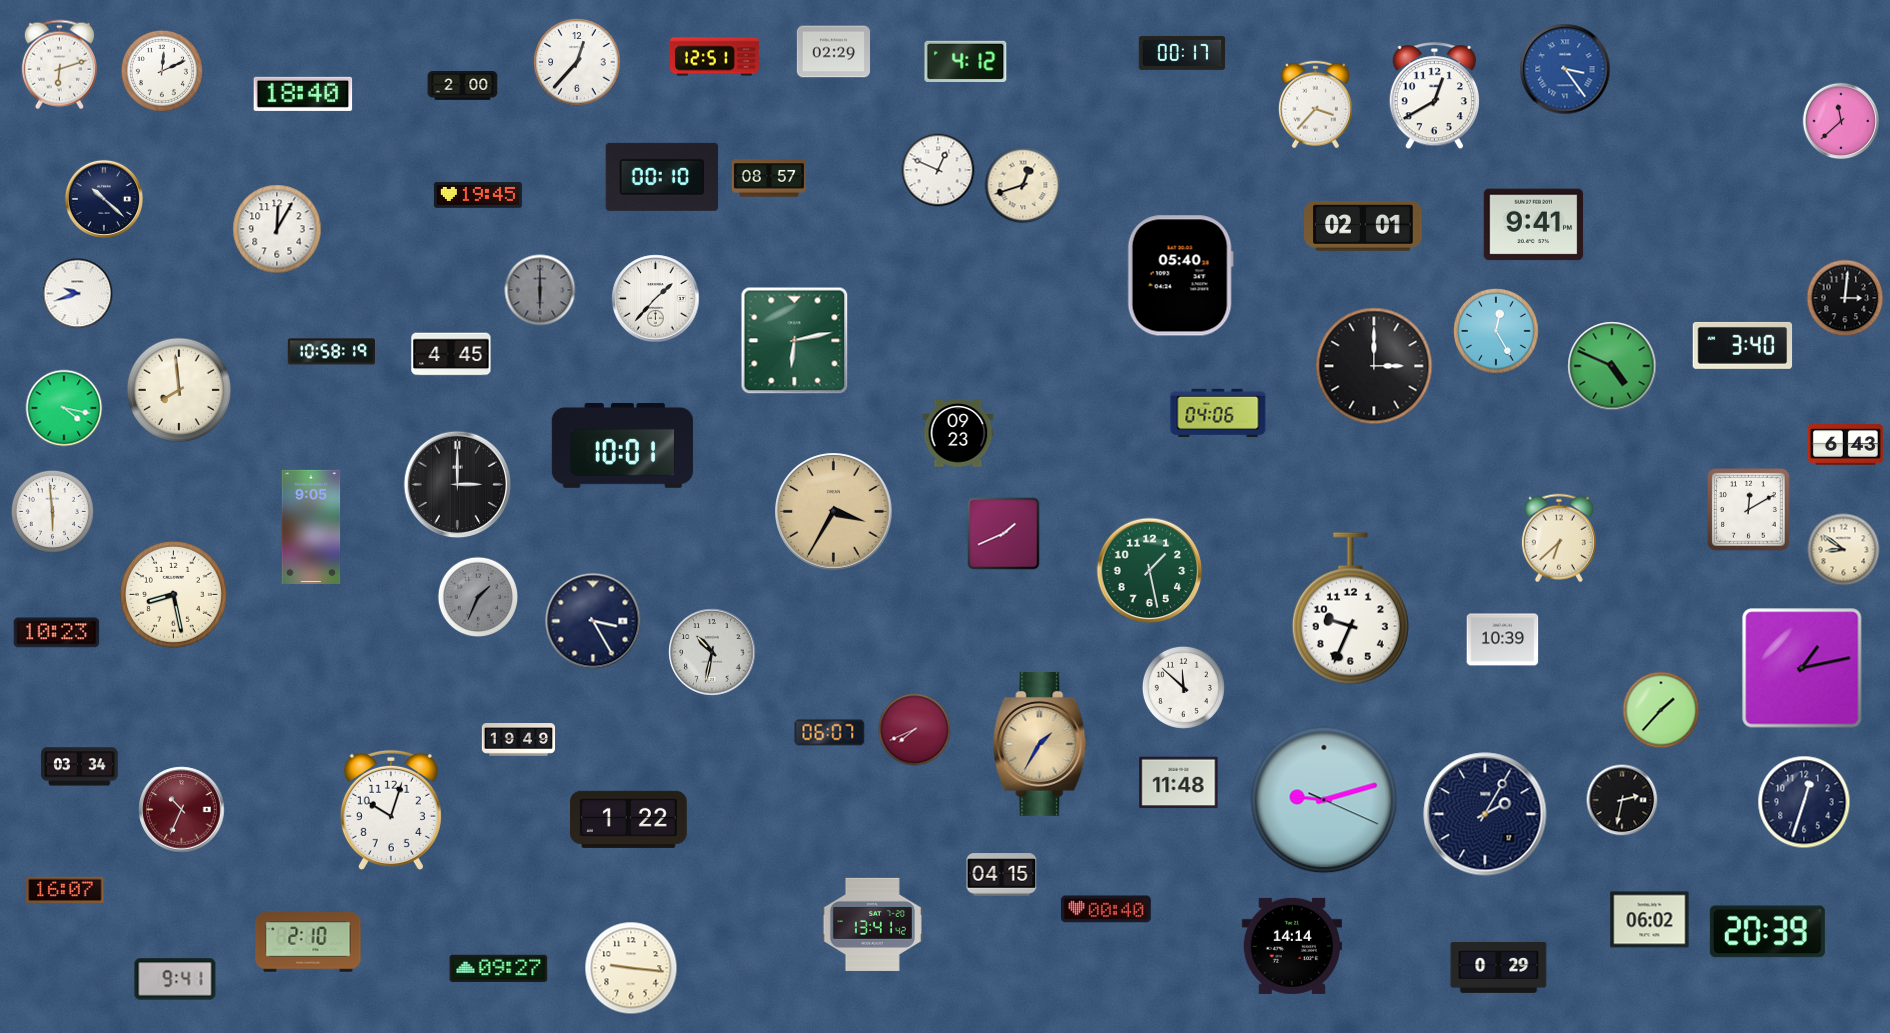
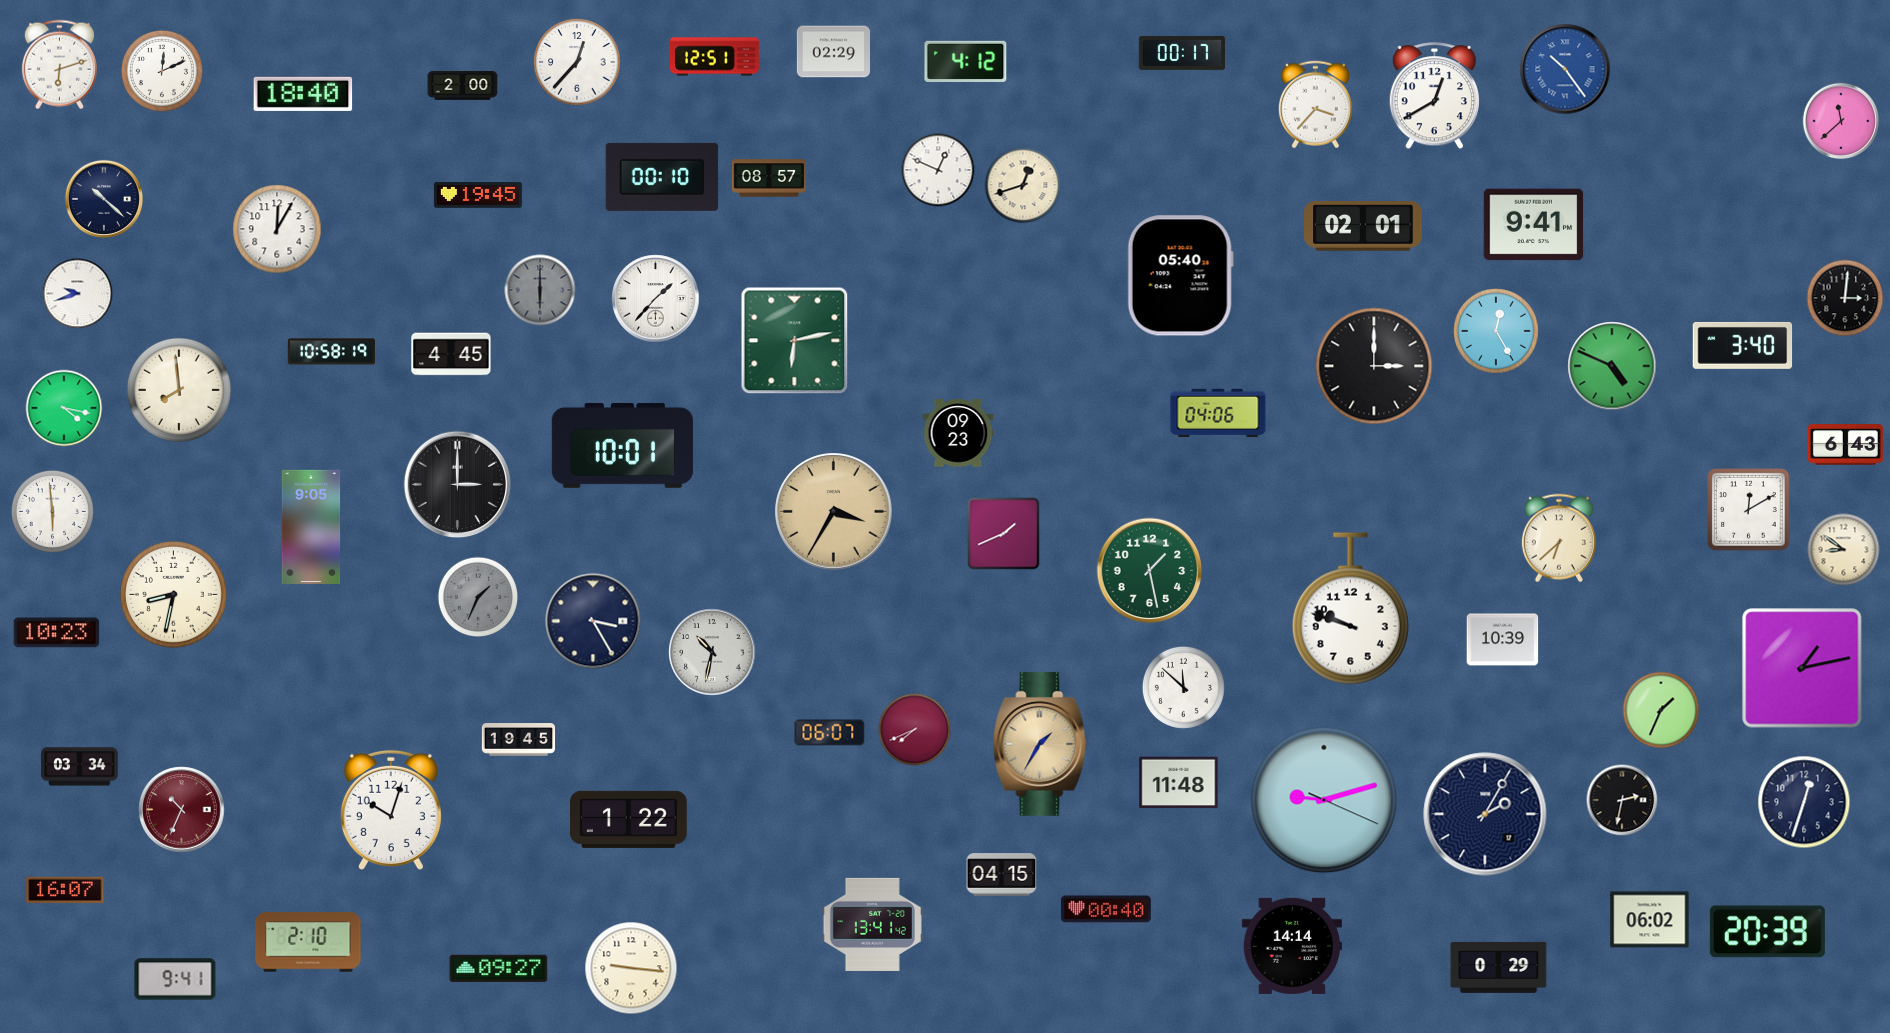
clock at (1565, 69): 3:24 -> 10:24
clock at (173, 594): 8:28 -> 8:32
clock at (1350, 609): 9:34 -> 9:48
clock at (1661, 710): 1:37 -> 1:34
clock at (519, 740): 19:49 -> 19:45
